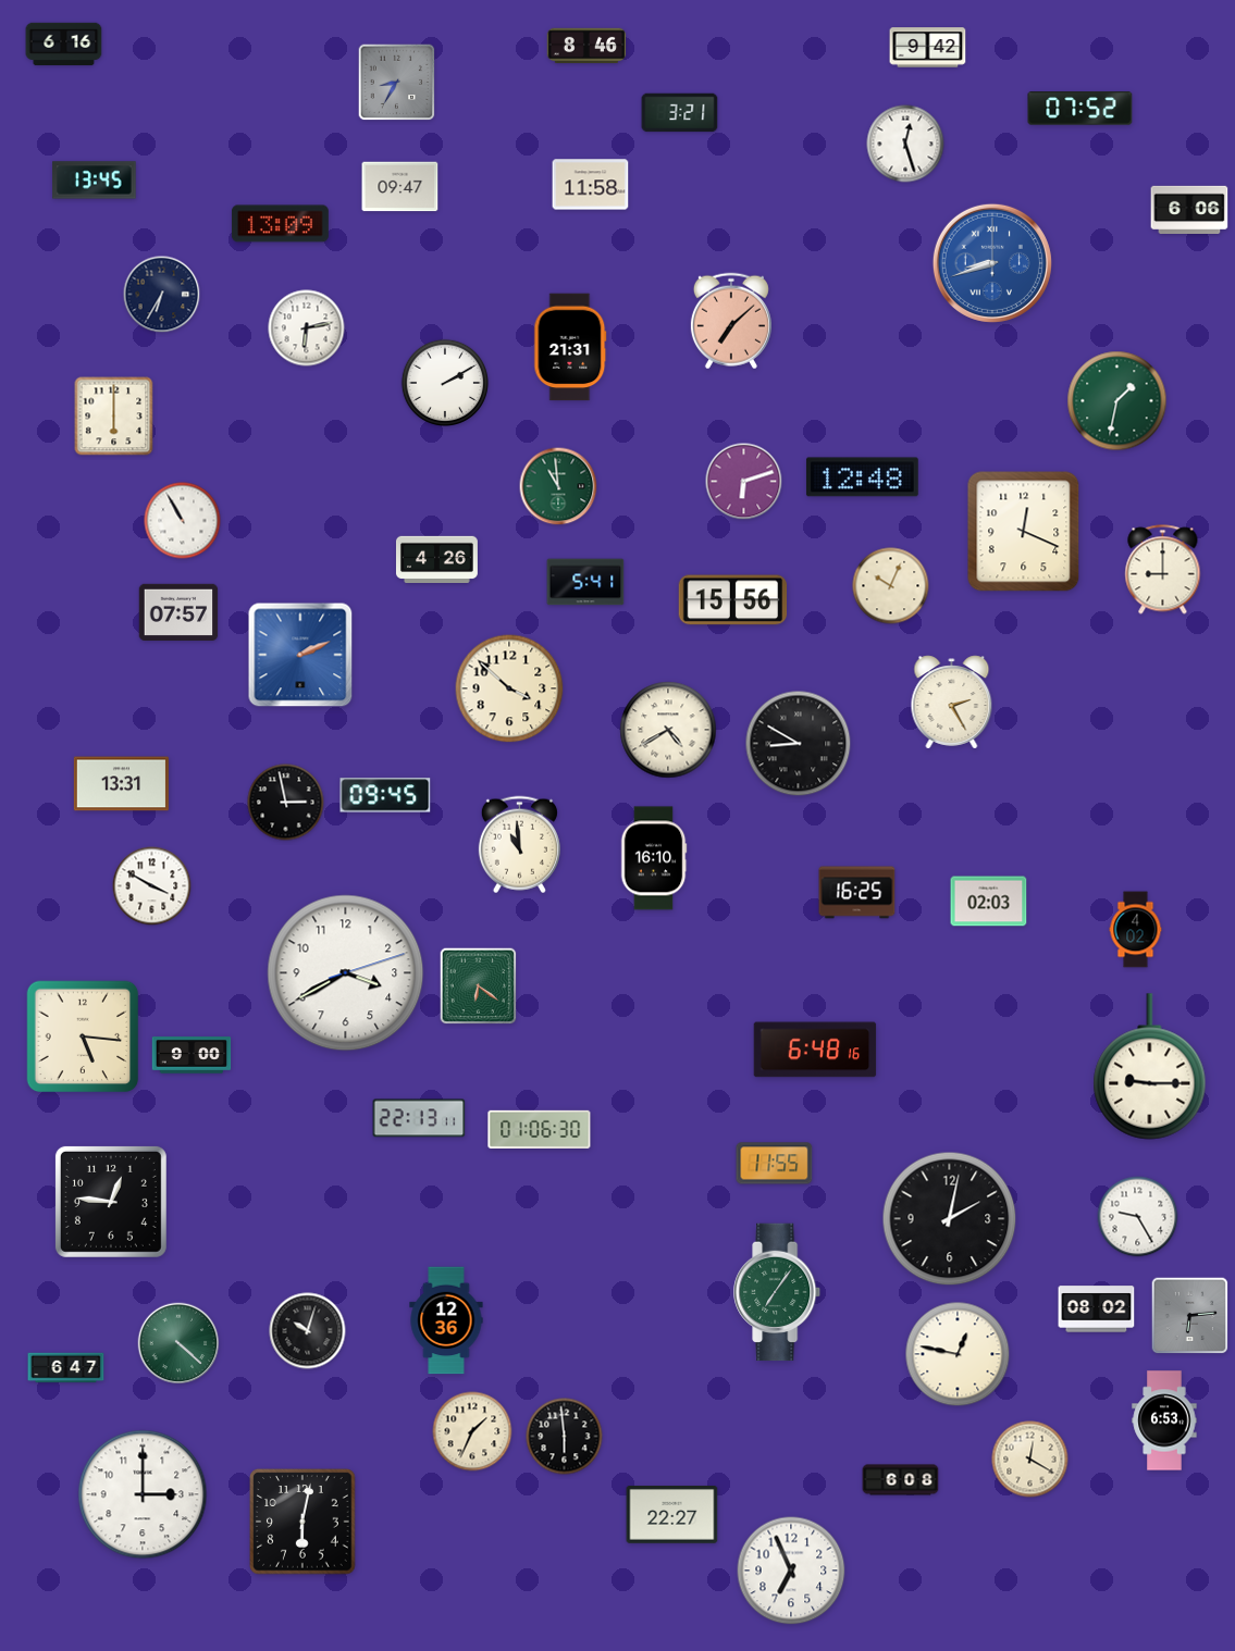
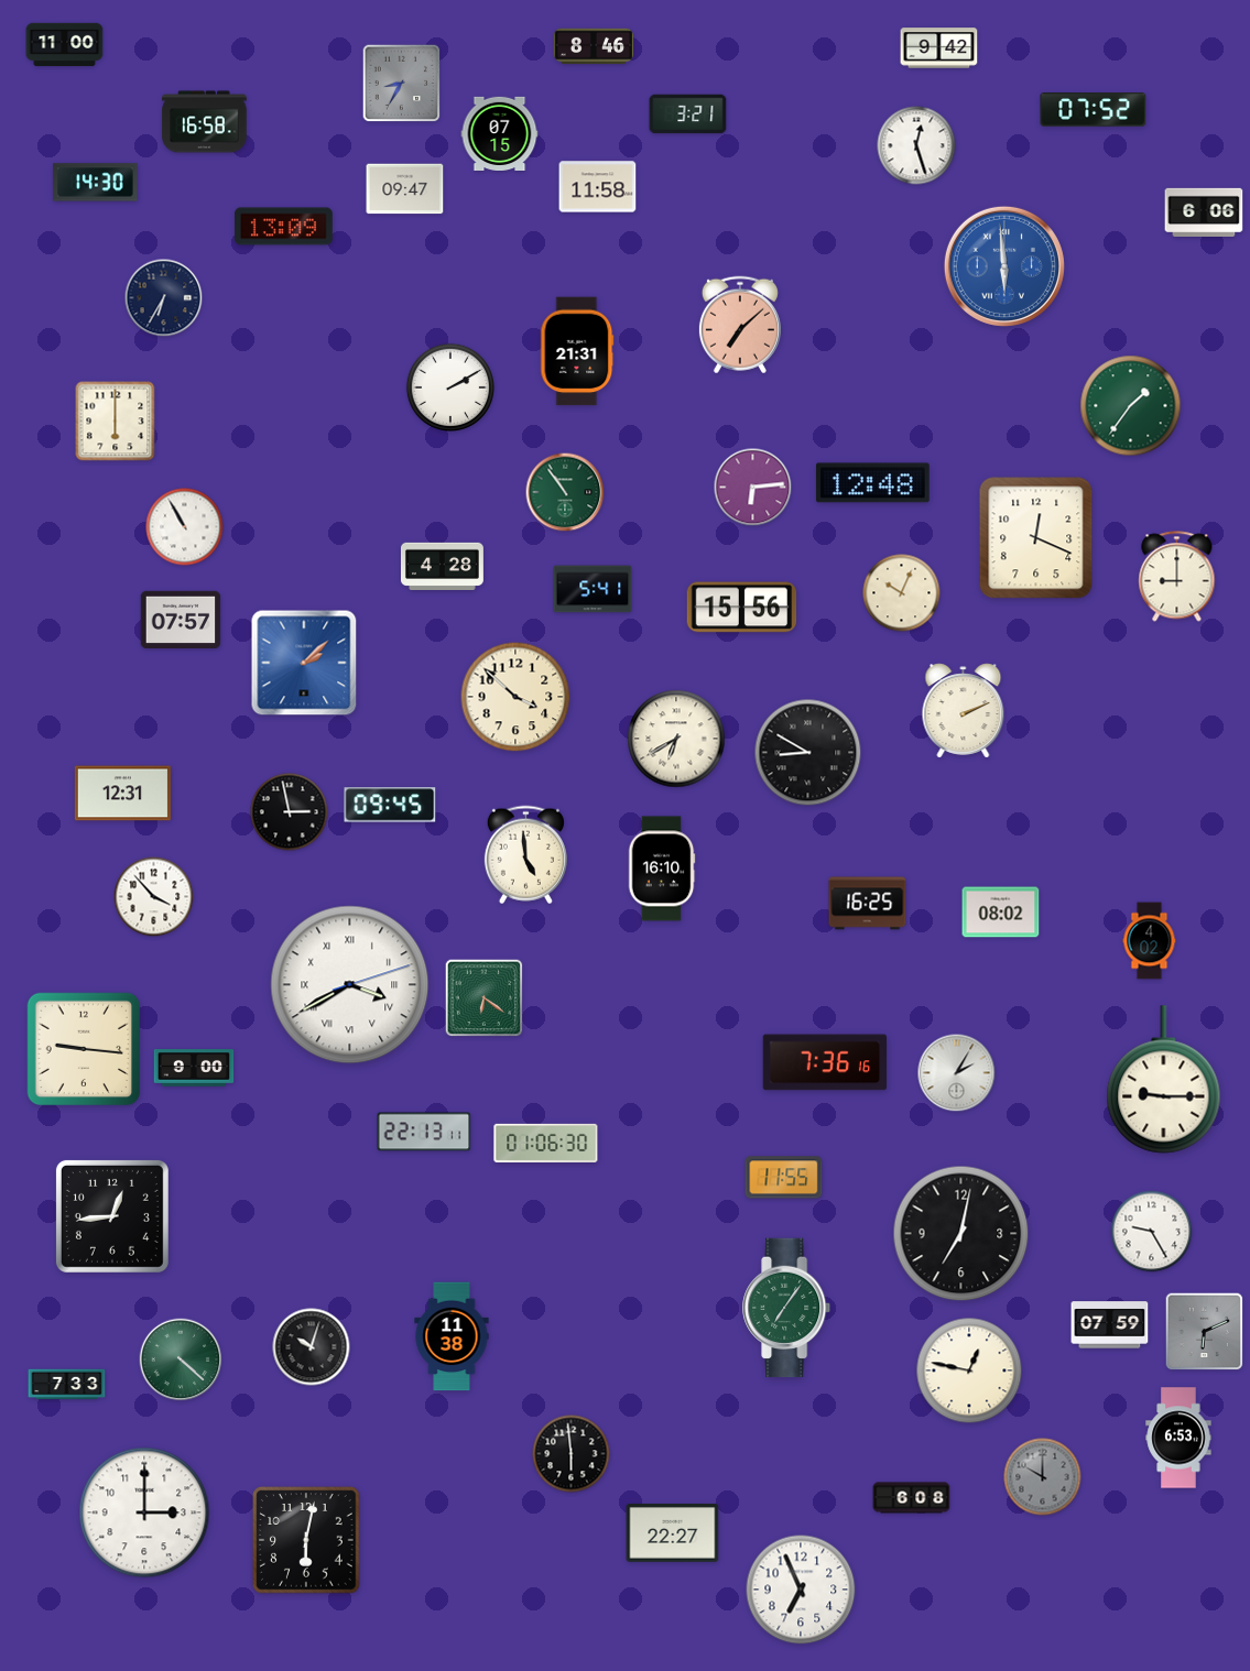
clock at (64, 45): 6:16 -> 11:00
clock at (205, 122): none -> 16:58
clock at (500, 133): none -> 07:15
clock at (95, 181): 13:45 -> 14:30
clock at (992, 263): 8:42 -> 5:59
clock at (307, 328): 6:13 -> none
clock at (1117, 401): 1:32 -> 1:36
clock at (744, 482): 6:12 -> 6:14
clock at (558, 486): 10:59 -> 10:54
clock at (436, 559): 4:26 -> 4:28
clock at (300, 655): 2:11 -> 2:08
clock at (952, 703): 2:25 -> 2:11
clock at (668, 730): 4:40 -> 6:40
clock at (121, 784): 13:31 -> 12:31
clock at (519, 845): 10:59 -> 4:59
clock at (152, 886): 3:50 -> 3:53
clock at (989, 902): 02:03 -> 08:02
clock at (346, 973) numerals: Arabic -> Roman
clock at (83, 1036): 5:16 -> 9:16
clock at (815, 1050): 6:48 -> 7:36
clock at (957, 1073): none -> 2:05
clock at (111, 1202): 12:46 -> 12:44
clock at (950, 1219): 2:02 -> 7:02
clock at (1097, 1309): 08:02 -> 07:59
clock at (1190, 1316): 6:14 -> 6:11
clock at (446, 1320): 12:36 -> 11:38
clock at (66, 1368): 6:47 -> 7:33
clock at (472, 1431): 1:34 -> none
clock at (1030, 1460): 12:20 -> 10:00
clock at (1030, 1460) dial: cream -> grey
clock at (672, 1515) position: (672, 1515) -> (673, 1533)
